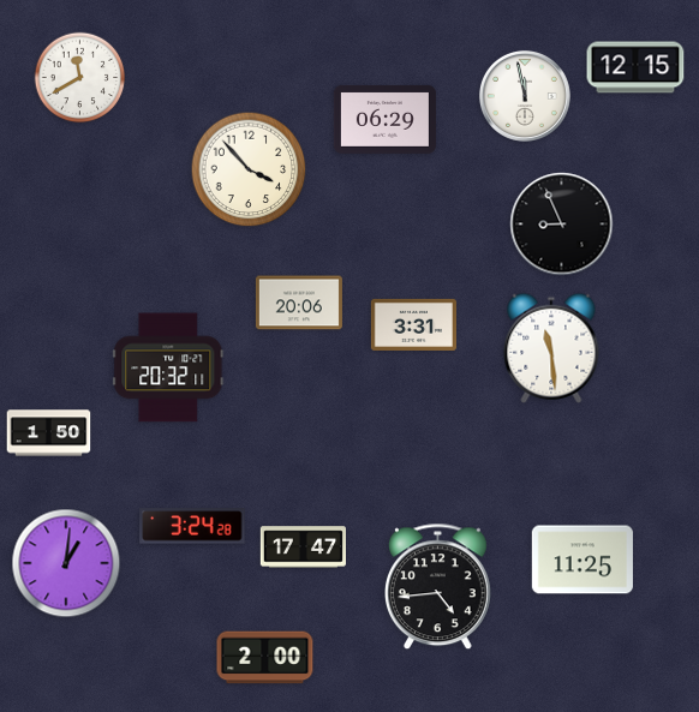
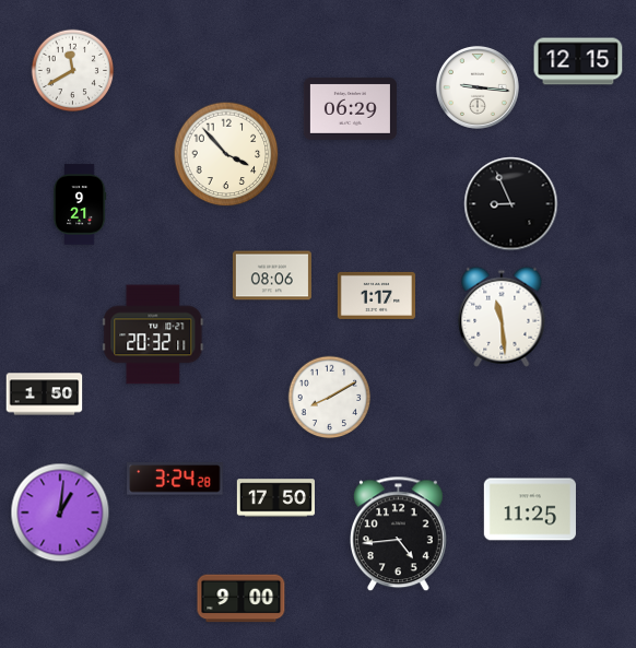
clock at (525, 96): 11:58 -> 9:16
clock at (80, 204): none -> 9:21
clock at (299, 303): 20:06 -> 08:06
clock at (413, 324): 3:31 -> 1:17
clock at (330, 398): none -> 8:10
clock at (304, 548): 17:47 -> 17:50
clock at (265, 658): 2:00 -> 9:00
